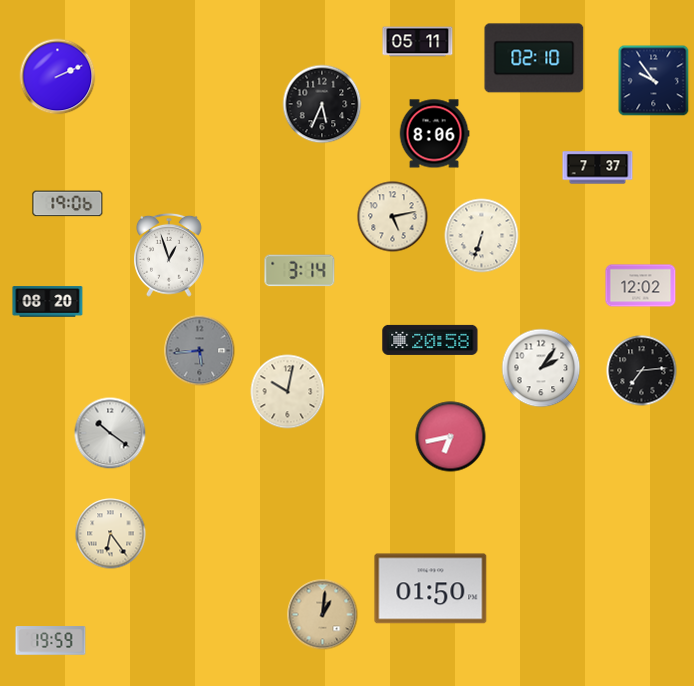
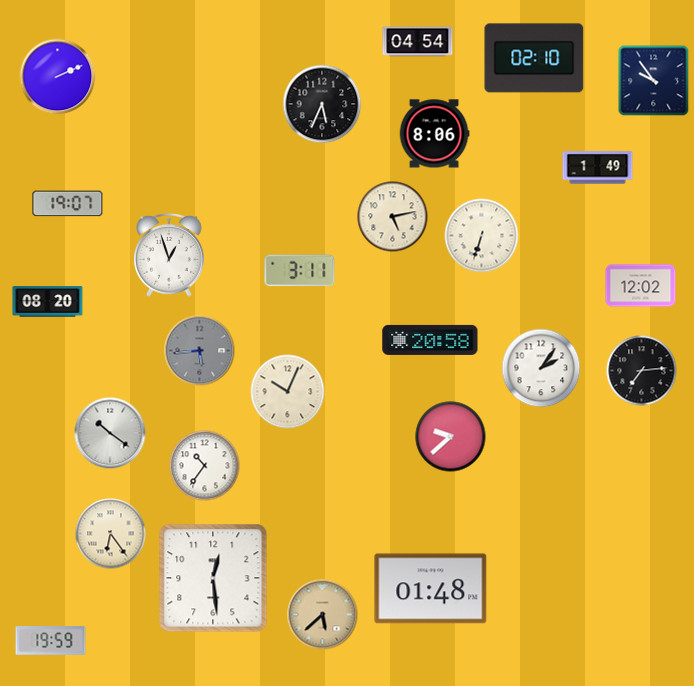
clock at (418, 42): 05:11 -> 04:54
clock at (598, 168): 7:37 -> 1:49
clock at (68, 204): 19:06 -> 19:07
clock at (300, 271): 3:14 -> 3:11
clock at (288, 392): 10:02 -> 10:04
clock at (451, 437): 6:43 -> 9:38
clock at (205, 466): none -> 10:36
clock at (213, 578): none -> 12:29
clock at (431, 589): 01:50 -> 01:48
clock at (323, 615): 1:01 -> 5:38
